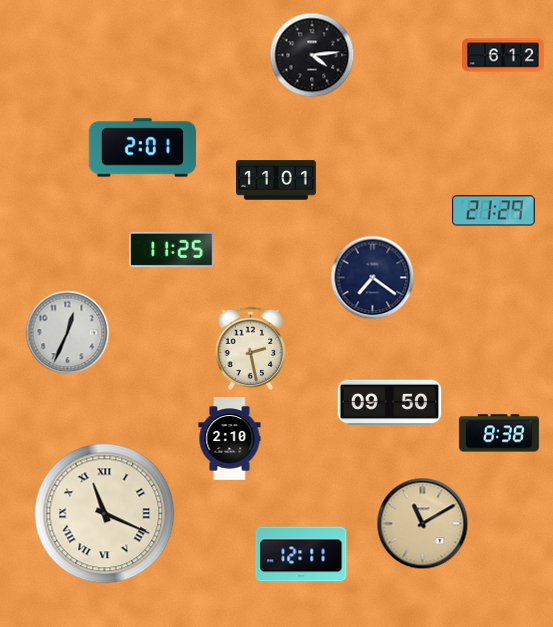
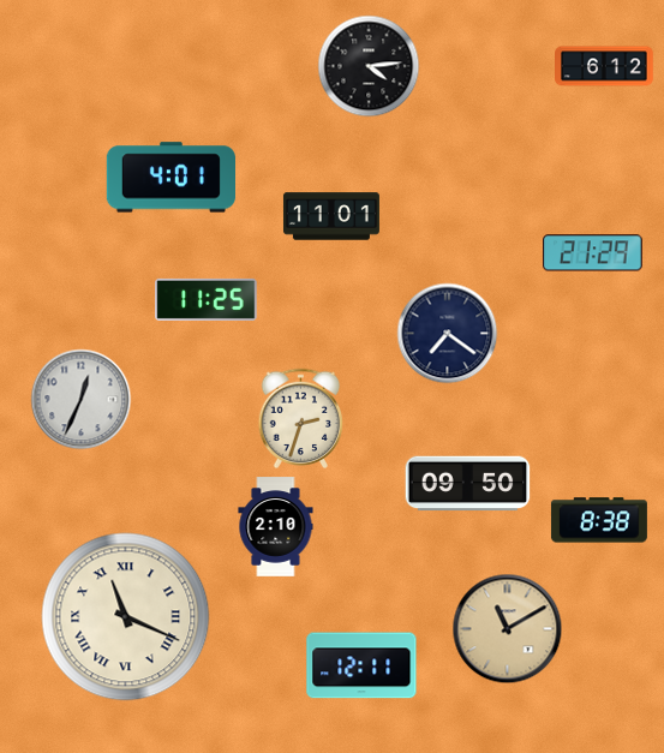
clock at (312, 55) position: (312, 55) -> (369, 66)
clock at (142, 148): 2:01 -> 4:01
clock at (251, 348): 2:28 -> 2:33
